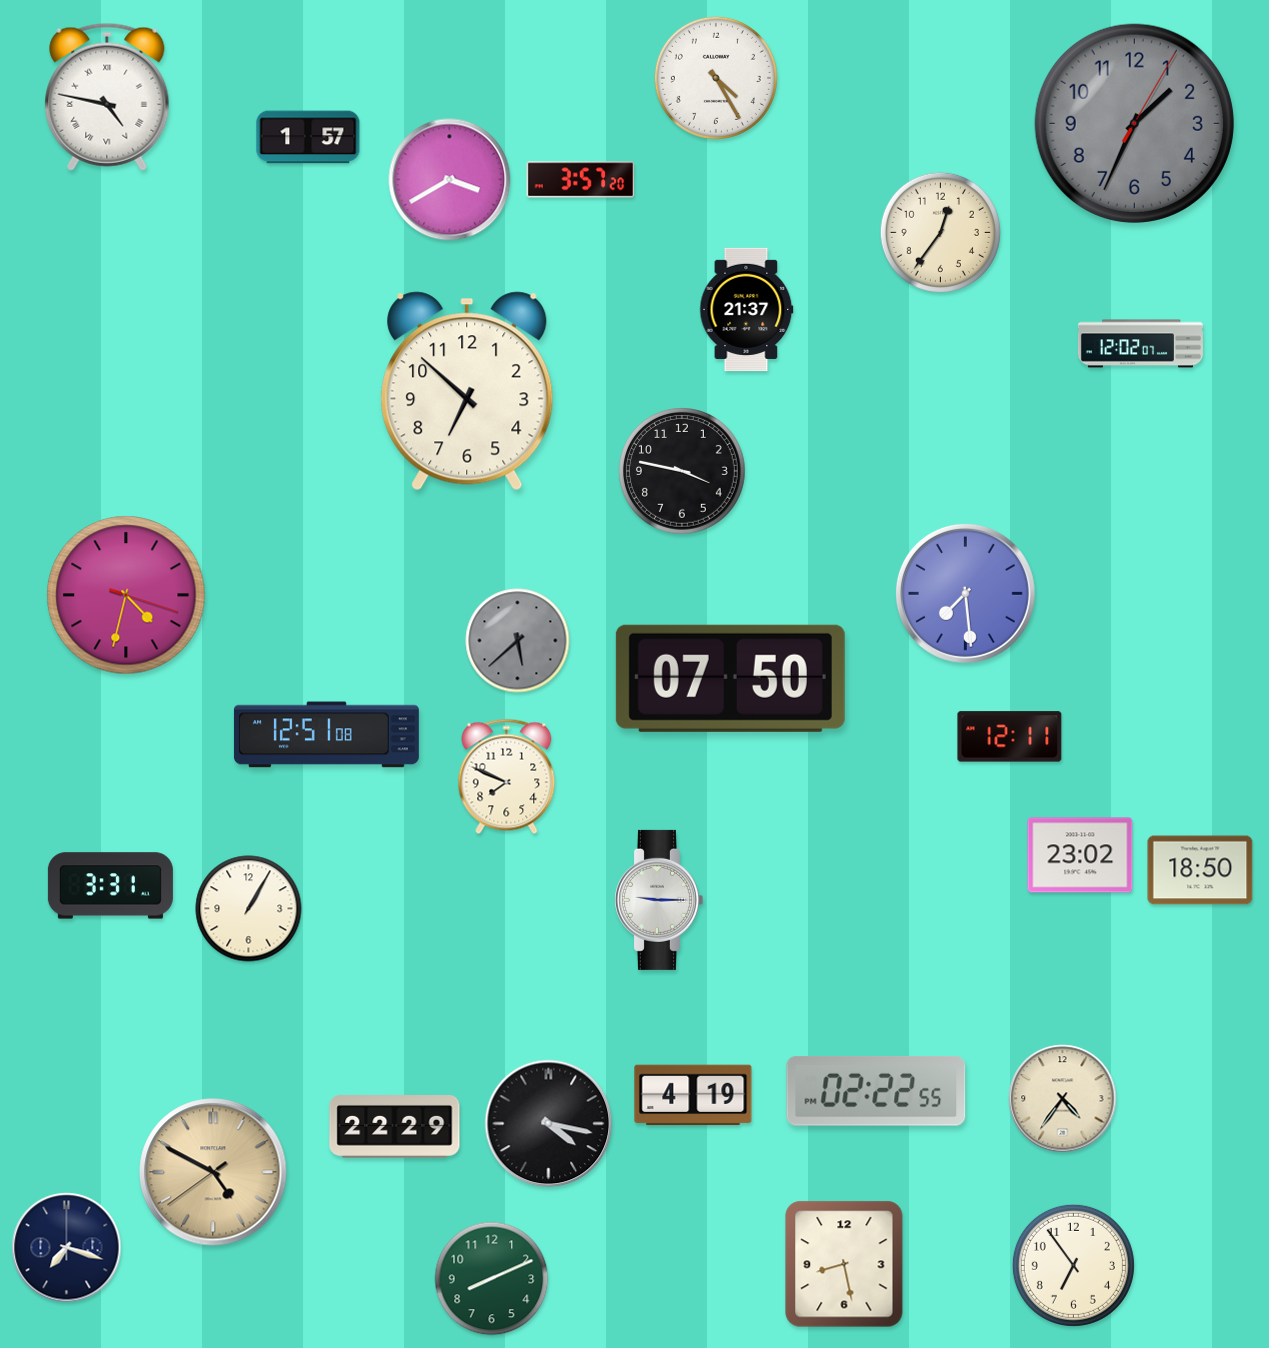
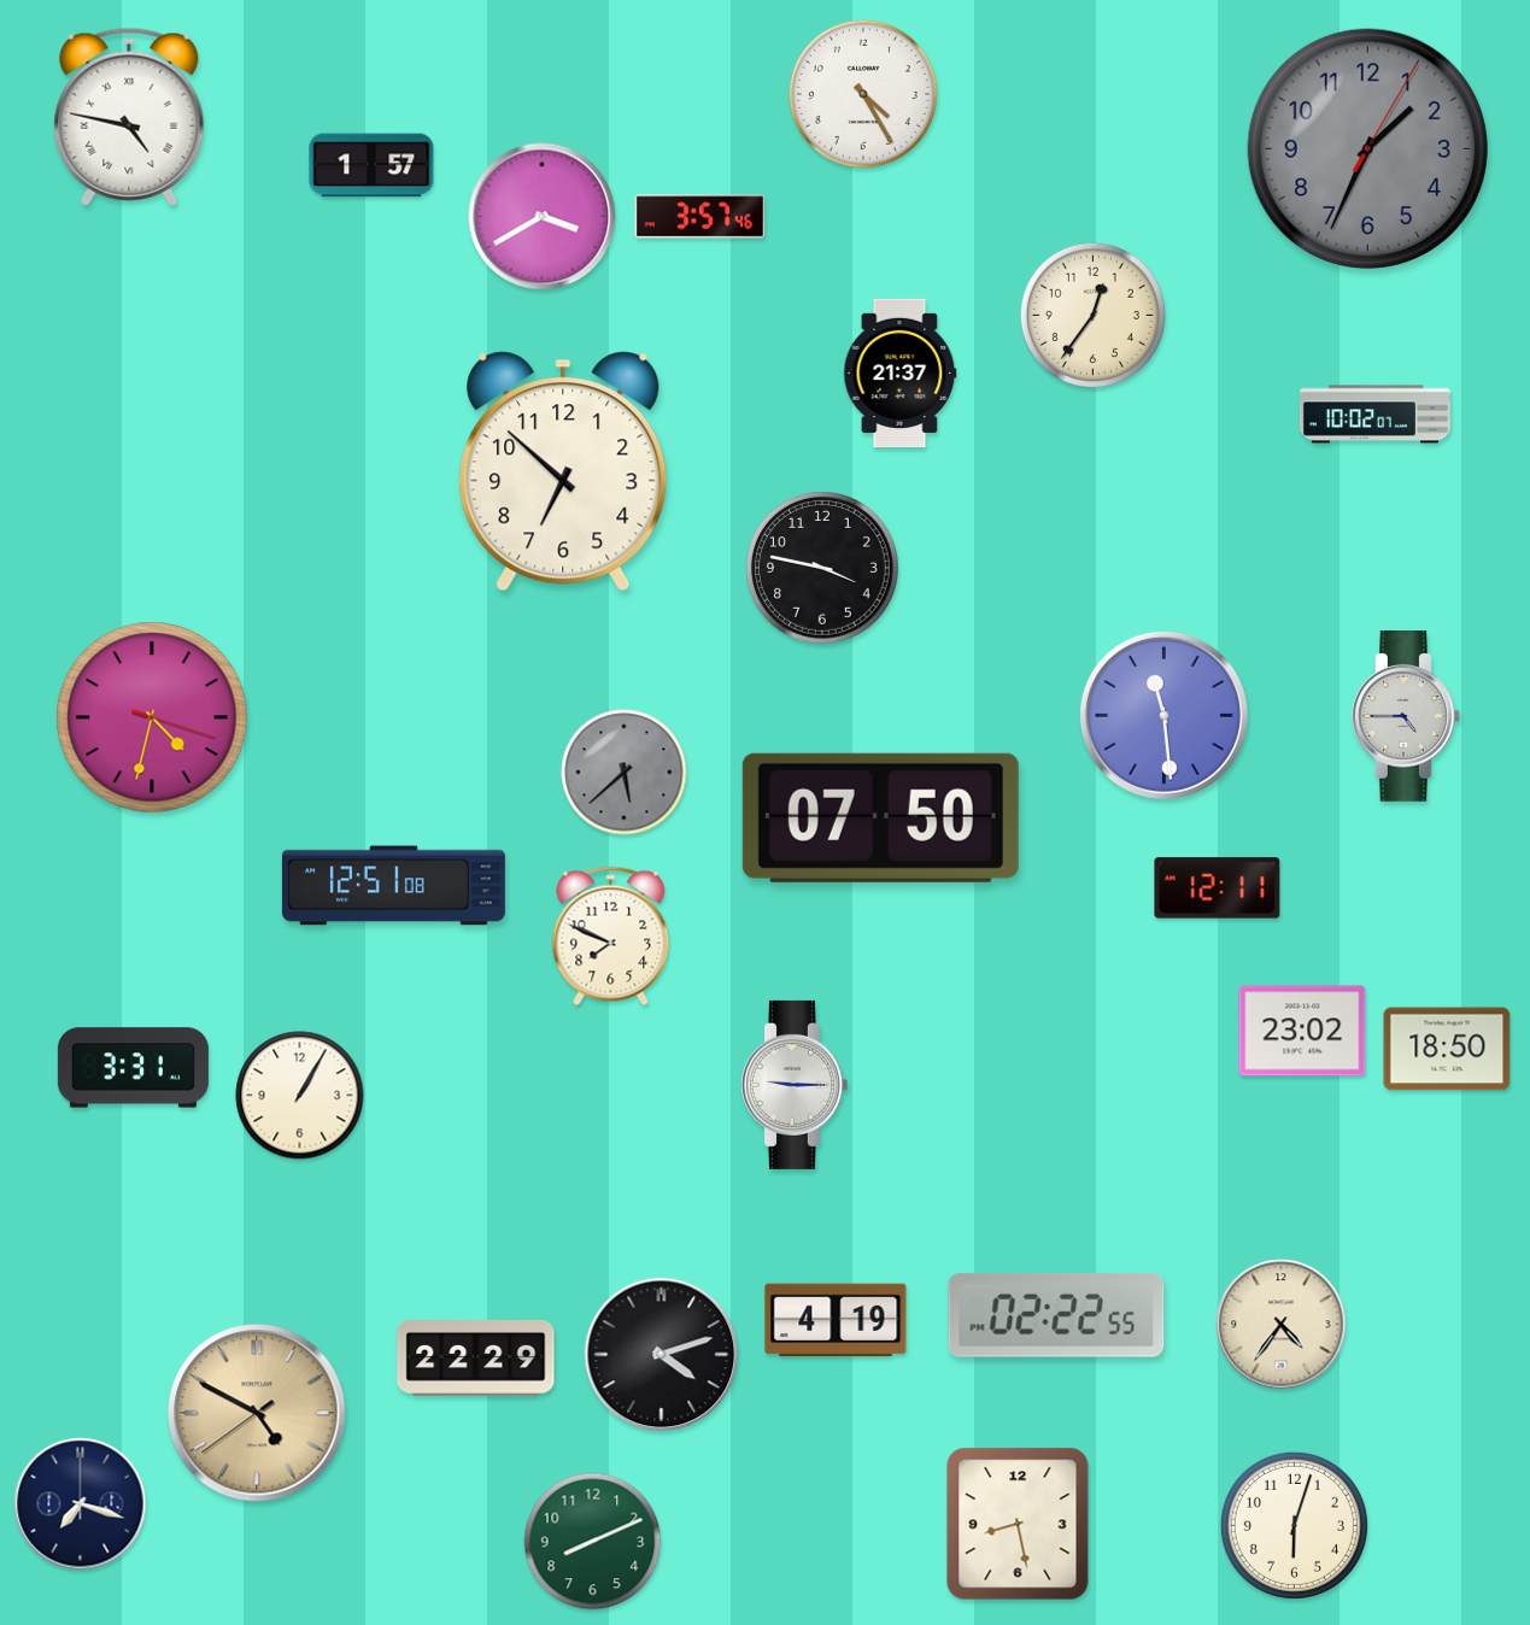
clock at (581, 180): 3:57:20 -> 3:57:46
clock at (940, 232) position: (940, 232) -> (1092, 315)
clock at (1140, 344): 12:02 -> 10:02
clock at (965, 593): 7:29 -> 11:29
clock at (1407, 717): none -> 4:45
clock at (549, 1124): 4:17 -> 4:12
clock at (1073, 1265): 6:54 -> 6:03
